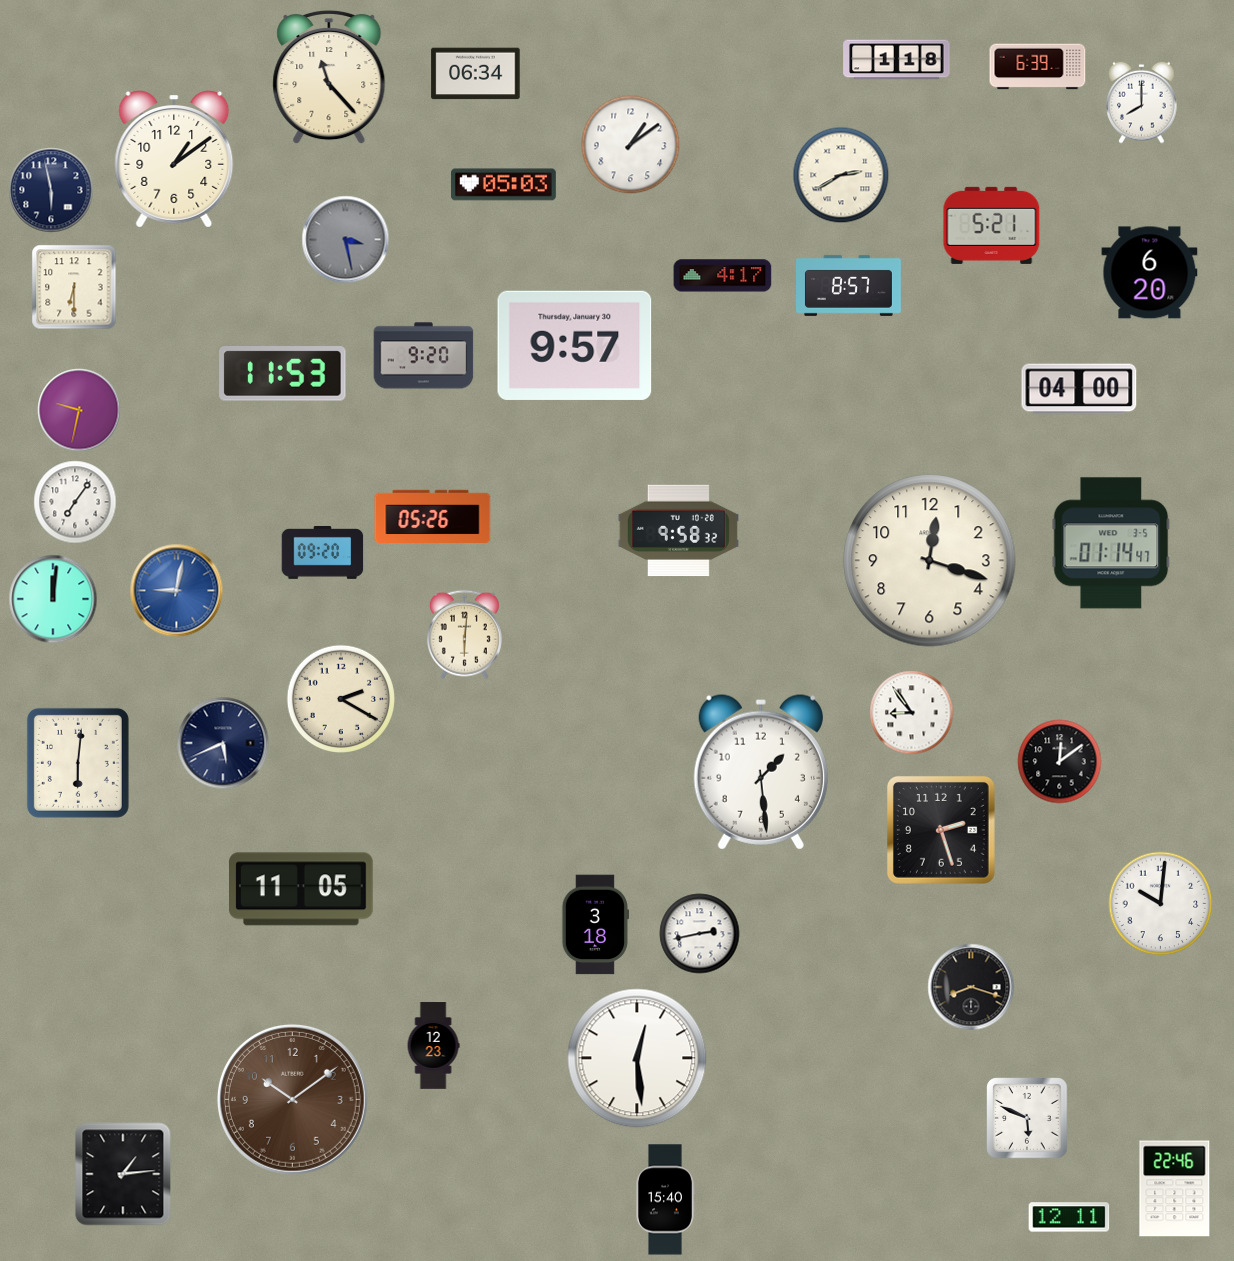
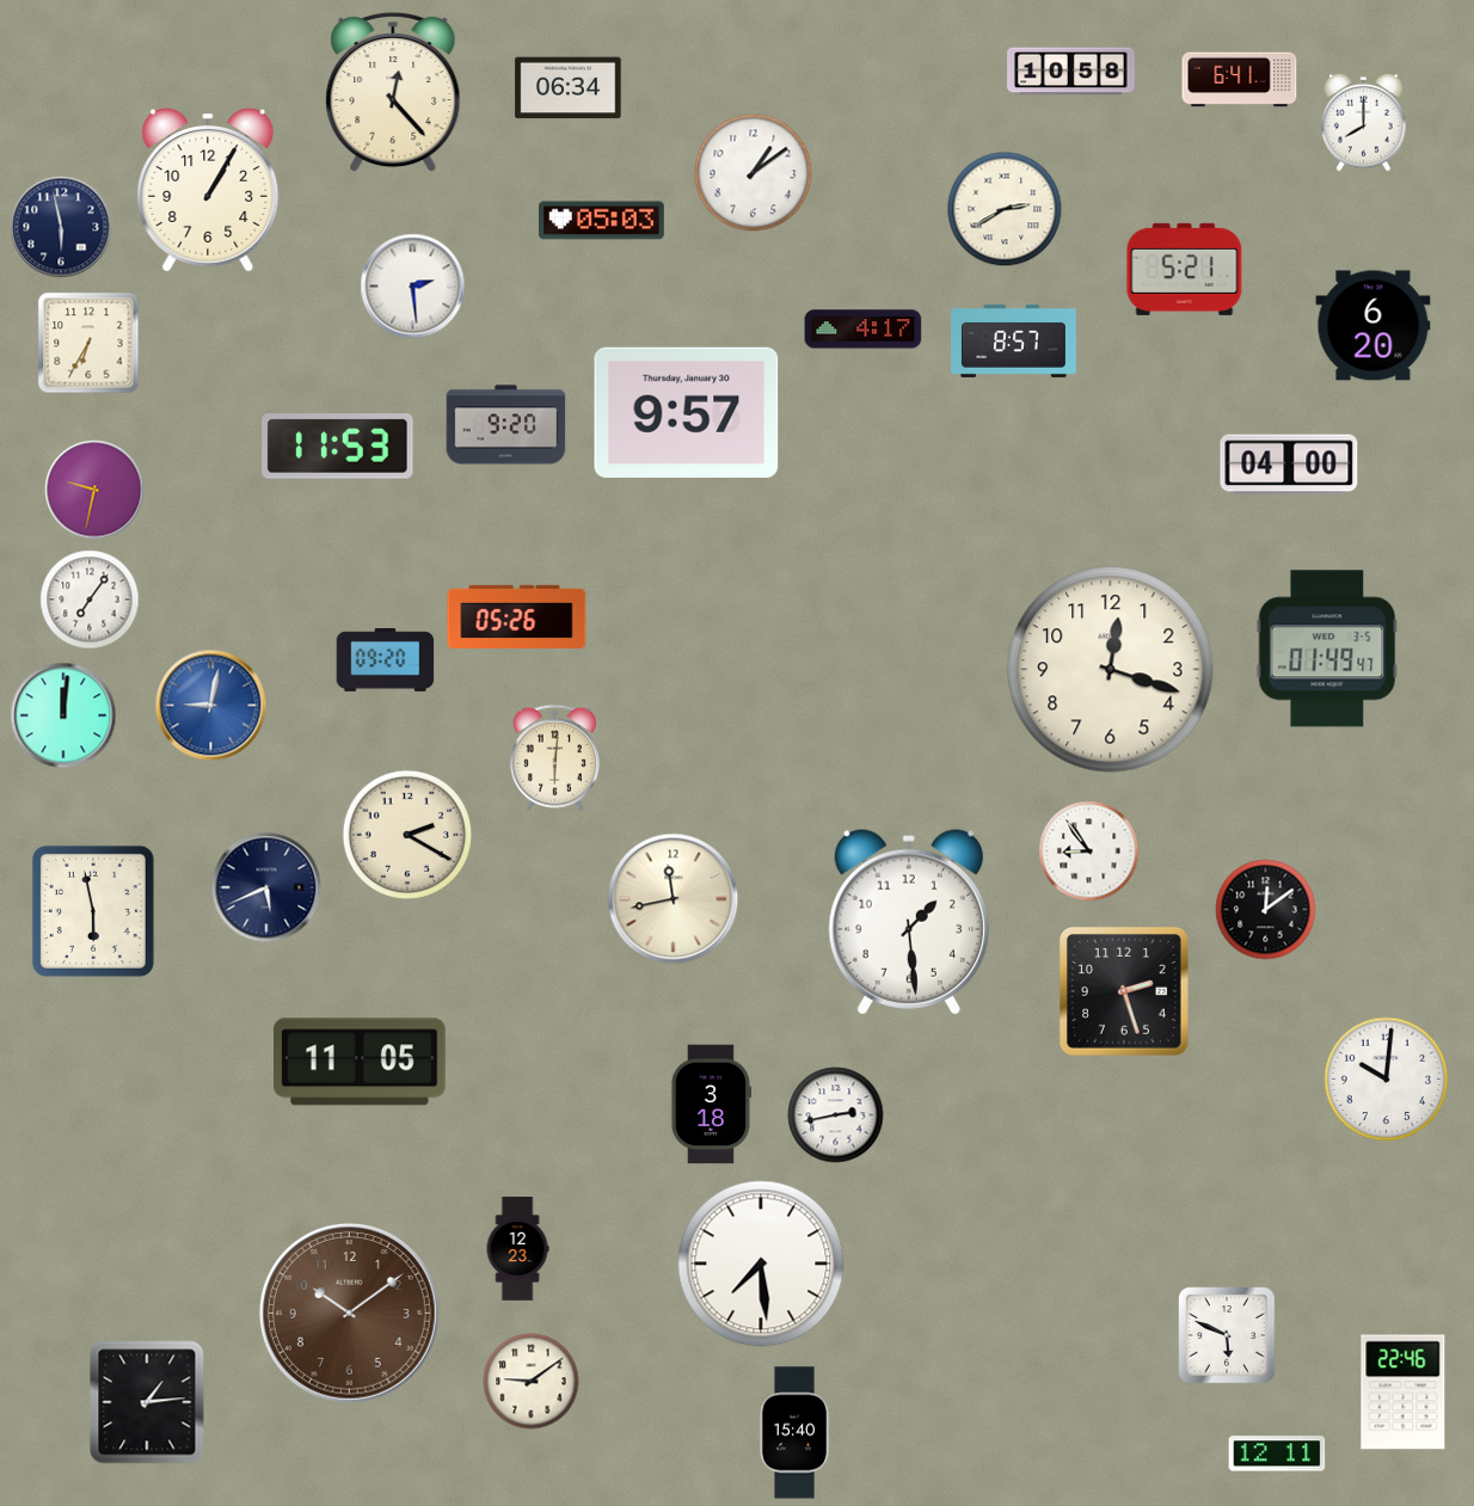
clock at (897, 60): 1:18 -> 10:58
clock at (1038, 67): 6:39 -> 6:41
clock at (329, 77): 11:23 -> 12:23
clock at (174, 159): 1:09 -> 1:05
clock at (346, 240): 3:28 -> 2:29
clock at (346, 240) dial: grey -> white
clock at (74, 287): 6:30 -> 6:35
clock at (678, 531): 9:58 -> none
clock at (1111, 543): 01:14 -> 01:49
clock at (674, 899): none -> 11:43
clock at (78, 763): 6:01 -> 5:58
clock at (971, 987): 8:18 -> none
clock at (637, 1058): 12:29 -> 7:29
clock at (532, 1382): none -> 9:09
clock at (1175, 1189) position: (1175, 1189) -> (1404, 1393)
